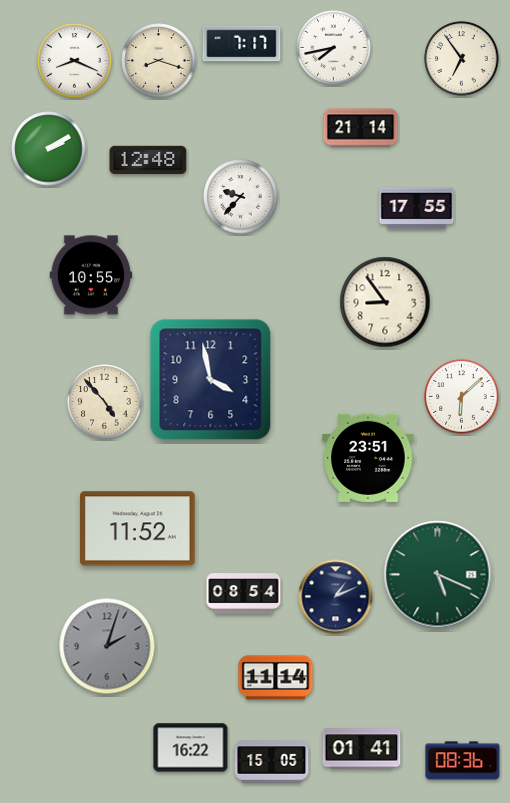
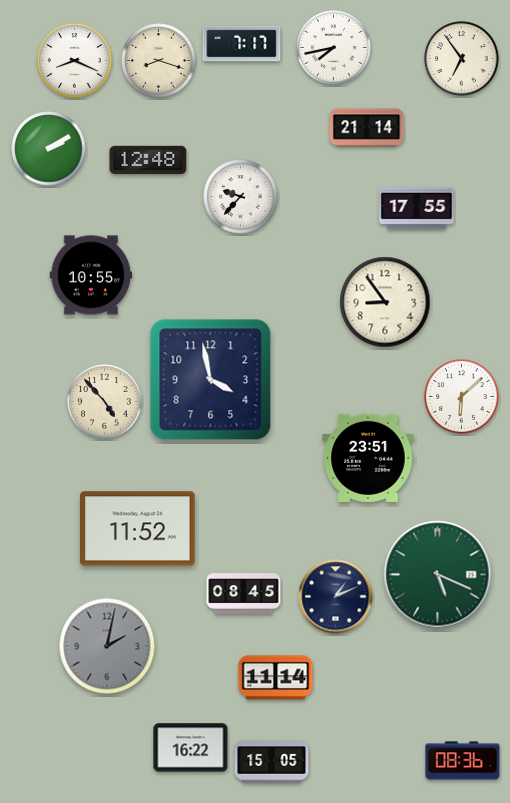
clock at (361, 128) position: (361, 128) -> (367, 128)
clock at (244, 594): 08:54 -> 08:45
clock at (107, 646): 2:03 -> 2:02
clock at (362, 749): 01:41 -> none
